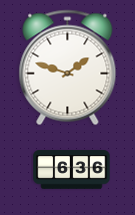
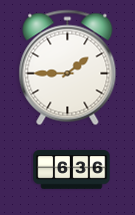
clock at (68, 68): 1:48 -> 1:45
